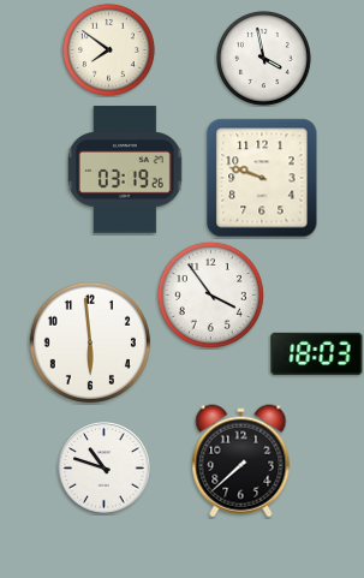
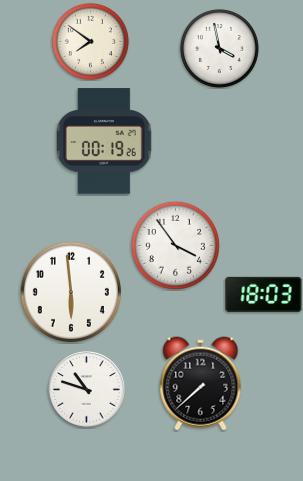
clock at (125, 169): 03:19 -> 00:19
clock at (262, 178): 9:48 -> none
clock at (90, 342) position: (90, 342) -> (71, 292)
